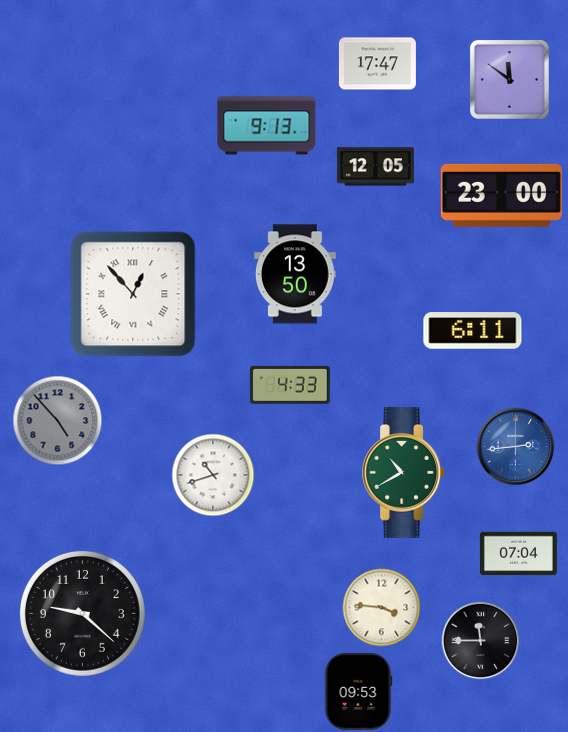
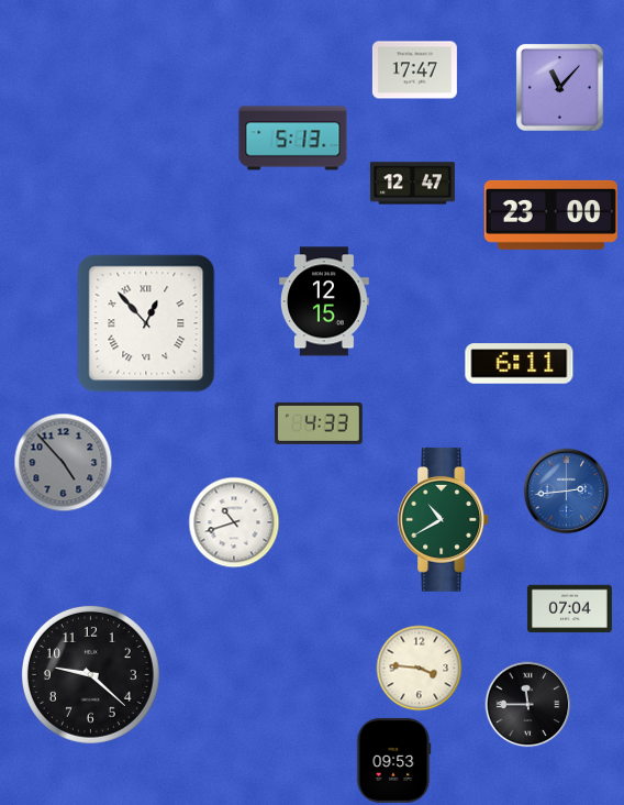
clock at (509, 79): 11:51 -> 11:07
clock at (267, 126): 9:13 -> 5:13
clock at (375, 167): 12:05 -> 12:47
clock at (296, 274): 13:50 -> 12:15
